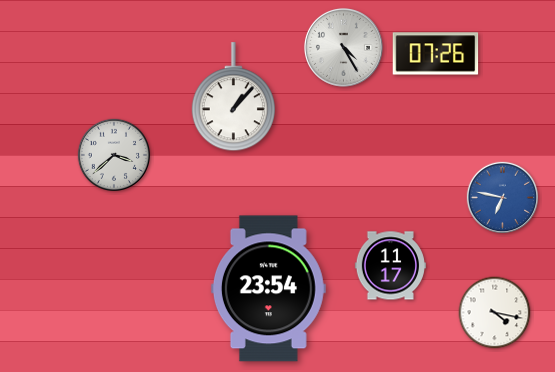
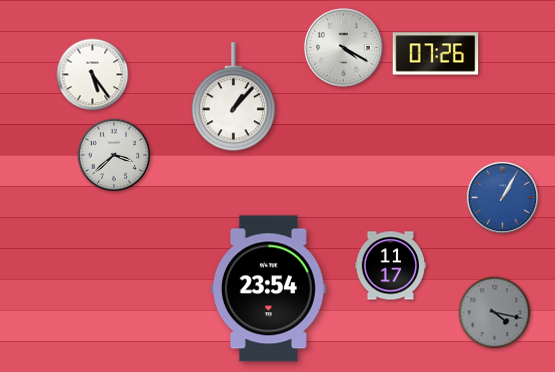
clock at (343, 47): 4:25 -> 4:20
clock at (93, 75): none -> 5:24
clock at (502, 197): 6:47 -> 1:05
clock at (495, 313) dial: white -> grey
